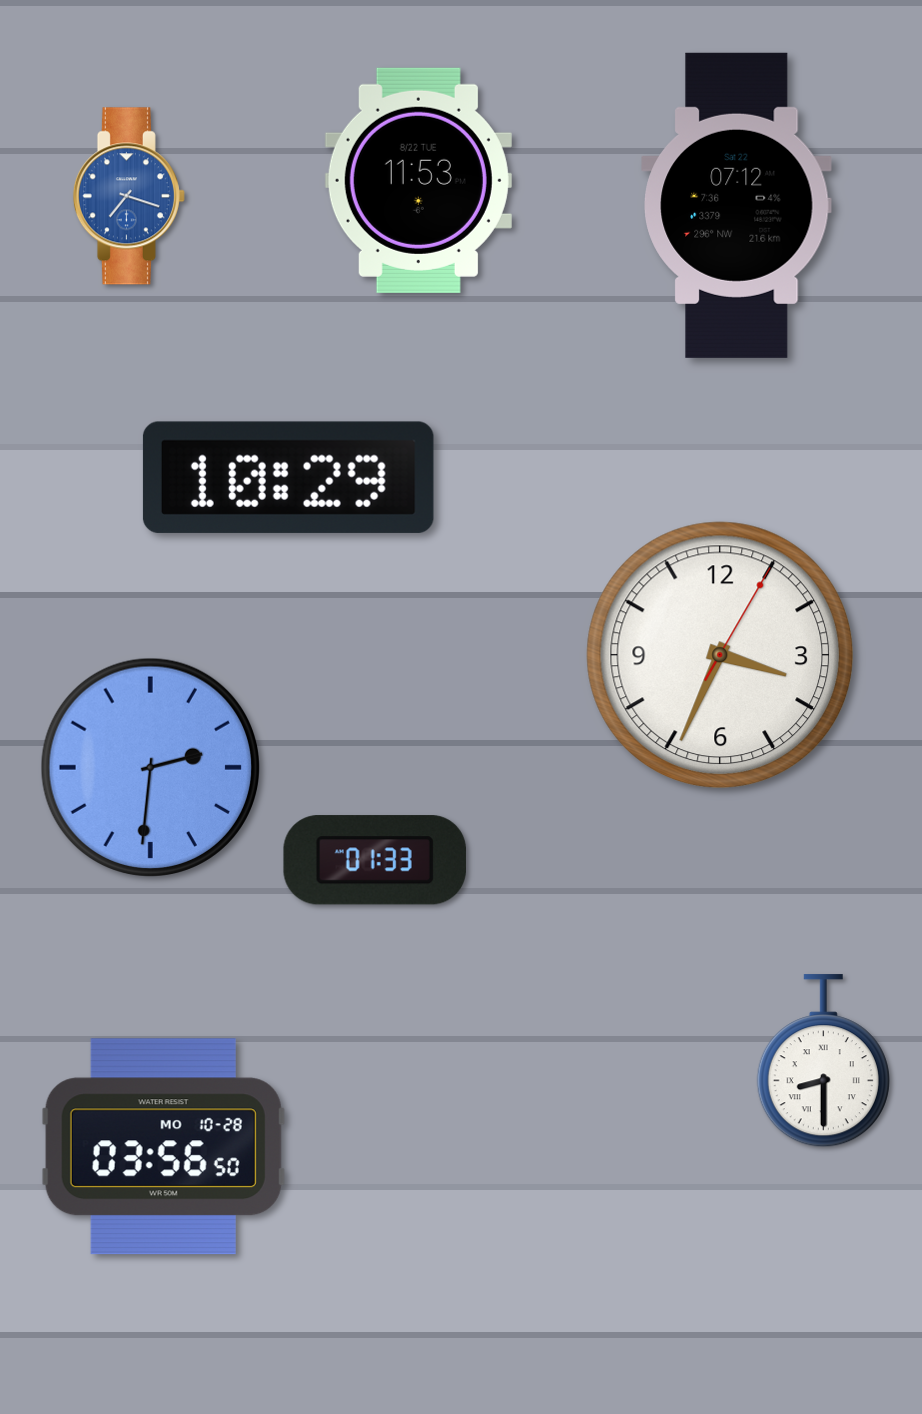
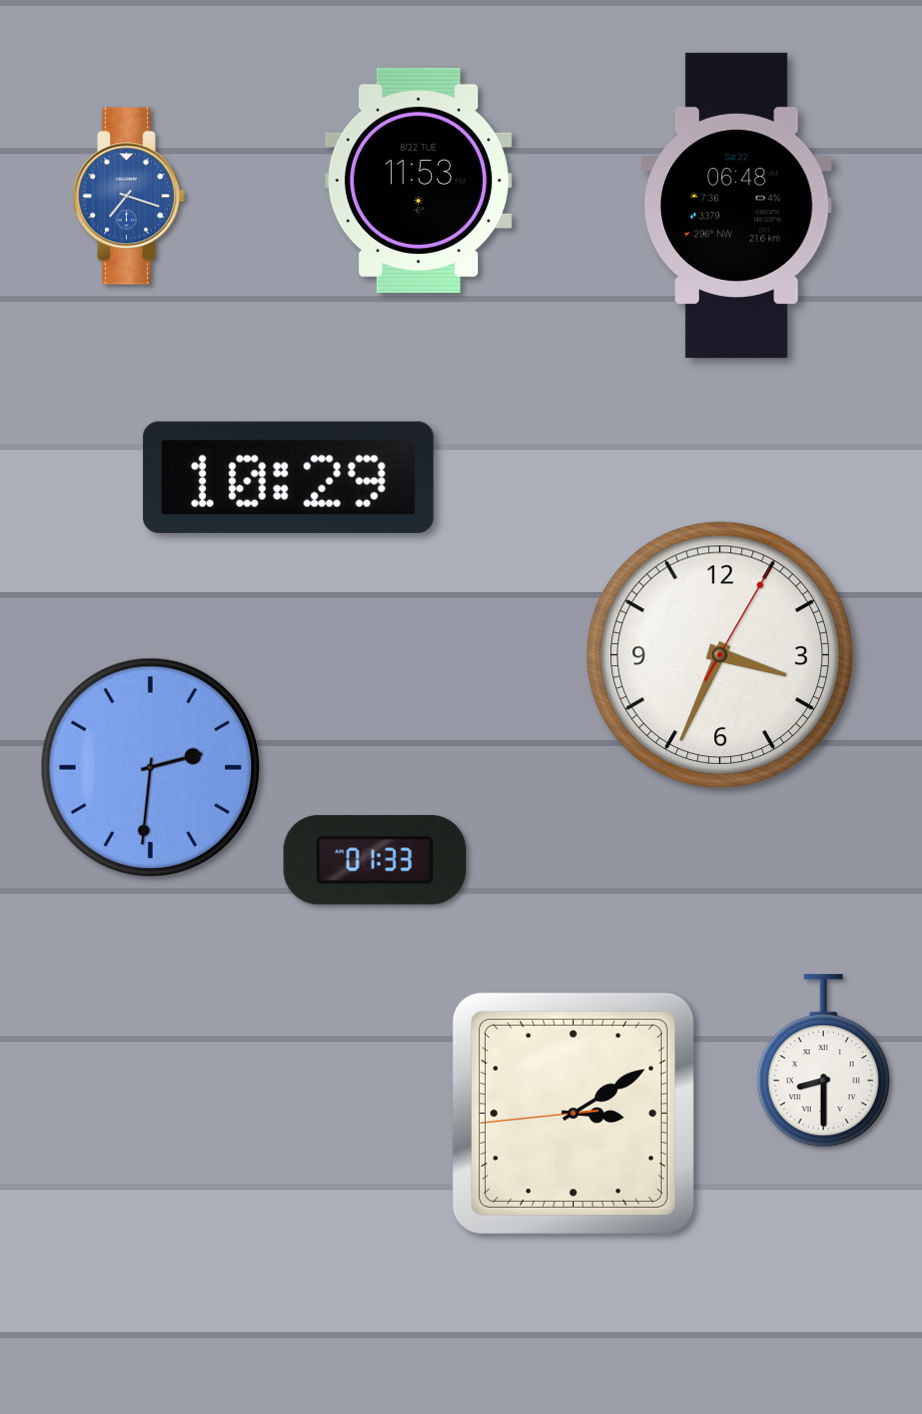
clock at (737, 205): 07:12 -> 06:48
clock at (573, 1113): none -> 3:09
clock at (163, 1147): 03:56 -> none
